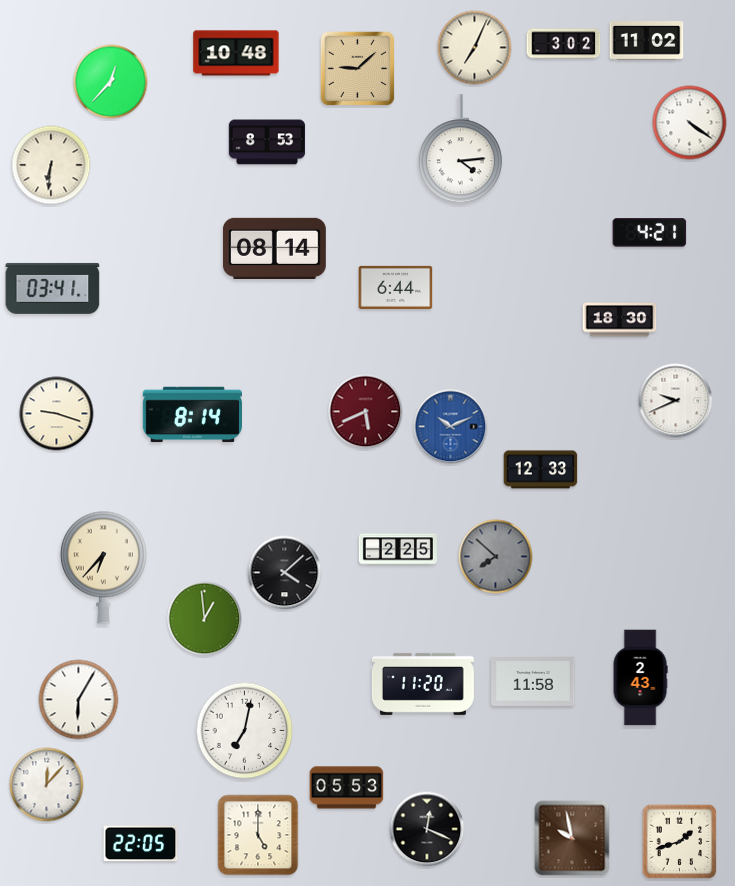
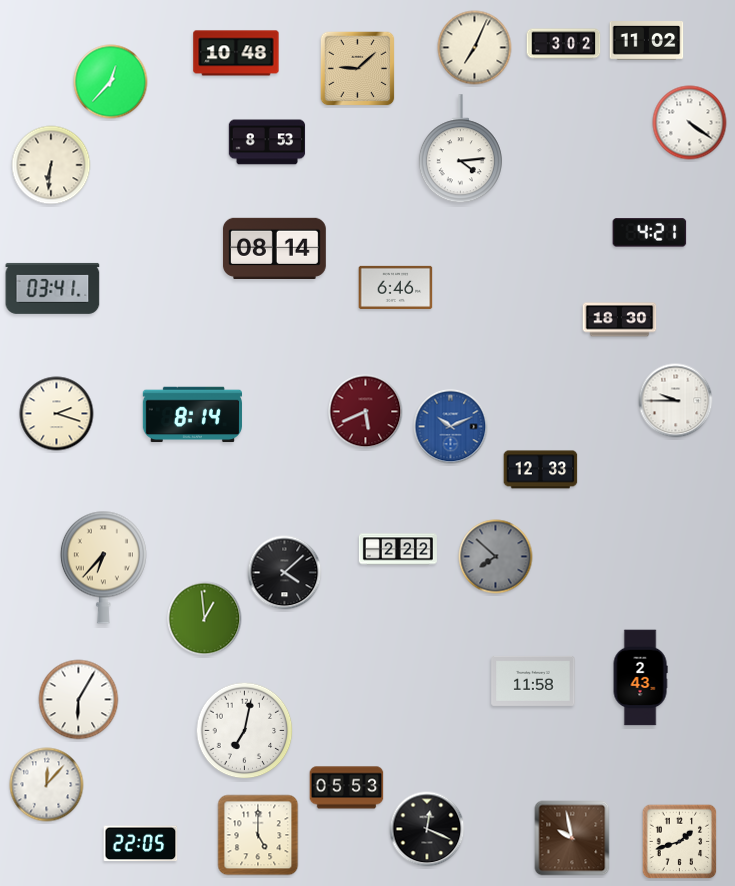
clock at (396, 287): 6:44 -> 6:46
clock at (676, 401): 9:41 -> 9:45
clock at (57, 414): 9:18 -> 2:18
clock at (398, 549): 2:25 -> 2:22
clock at (423, 684): 11:20 -> none
